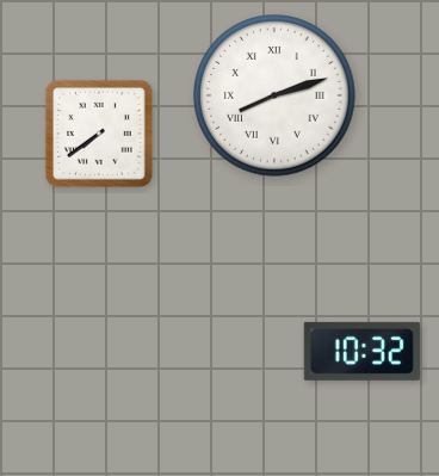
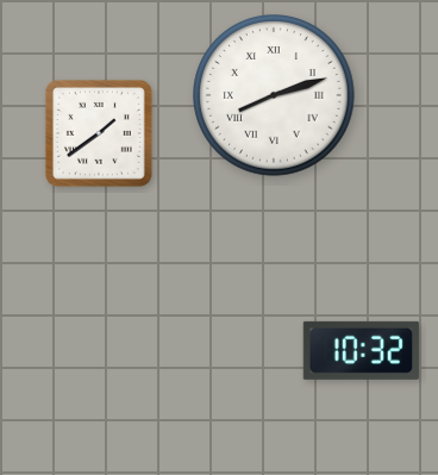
clock at (99, 134): 7:39 -> 1:39
